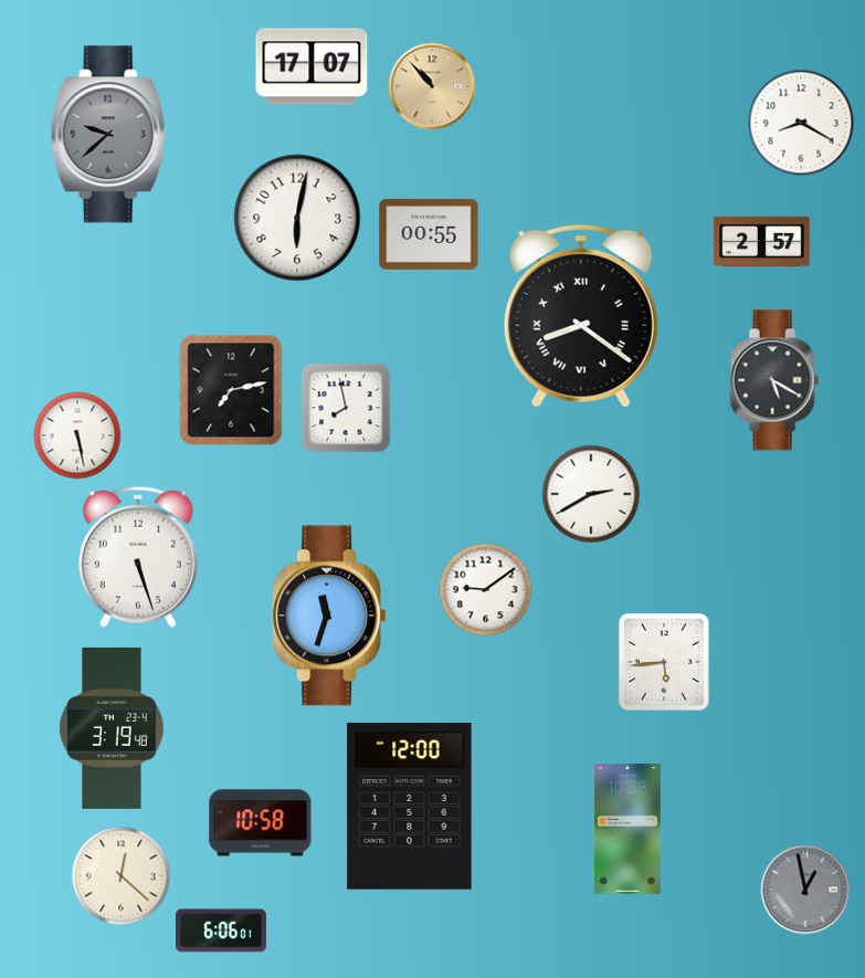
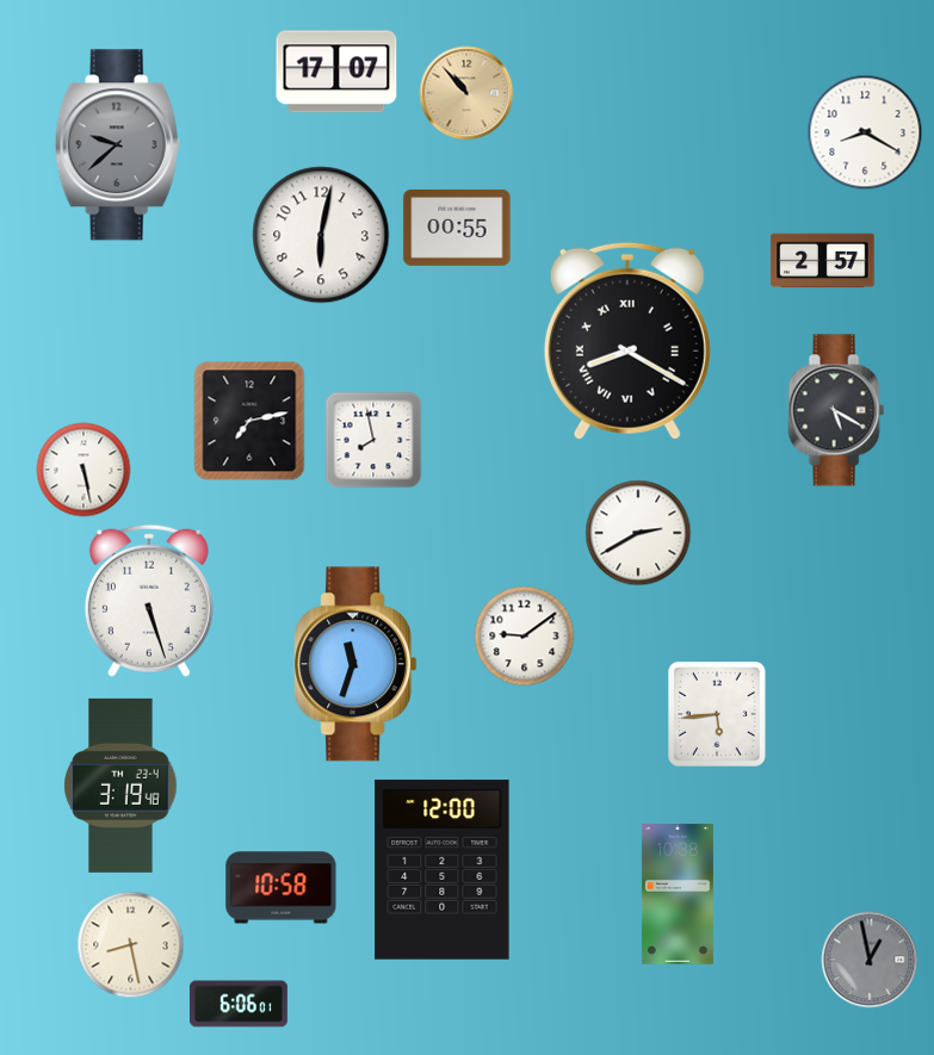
clock at (429, 234) position: (429, 234) -> (457, 228)
clock at (581, 316): 8:21 -> 8:20
clock at (122, 876): 12:22 -> 8:28
